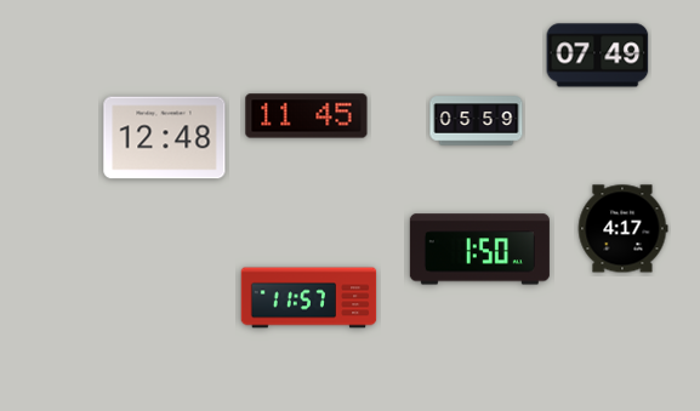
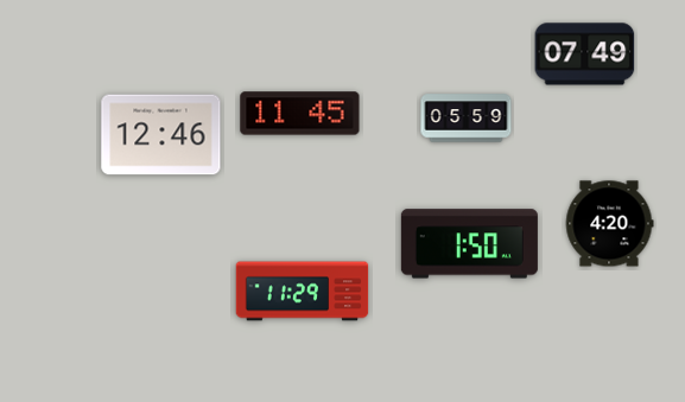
clock at (165, 138): 12:48 -> 12:46
clock at (622, 229): 4:17 -> 4:20
clock at (309, 298): 11:57 -> 11:29
